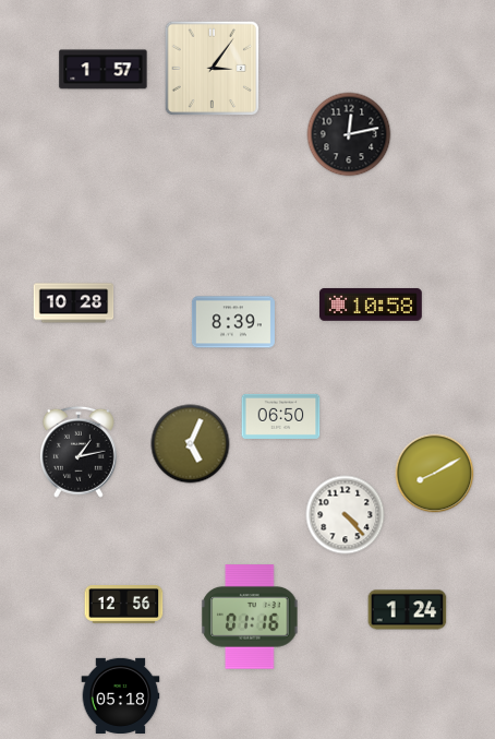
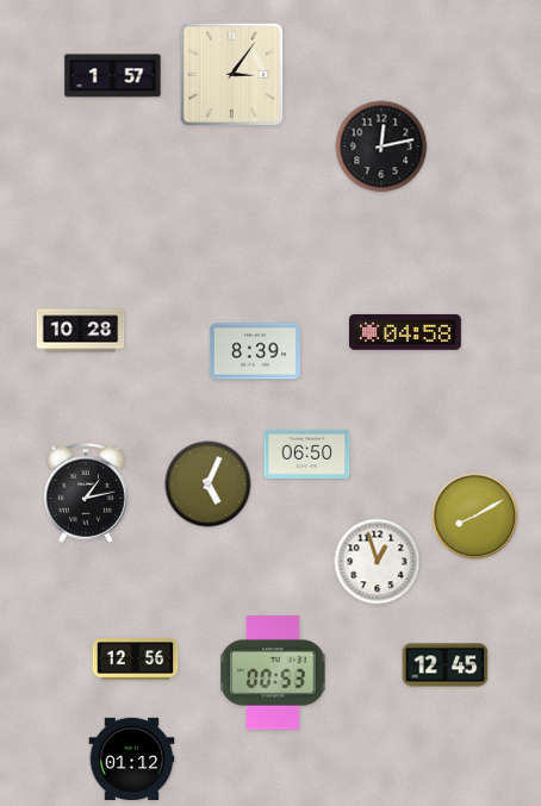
clock at (371, 305): 10:58 -> 04:58
clock at (346, 515): 4:23 -> 12:57
clock at (408, 610): 1:24 -> 12:45
clock at (250, 617): 01:16 -> 00:53
clock at (121, 695): 05:18 -> 01:12
